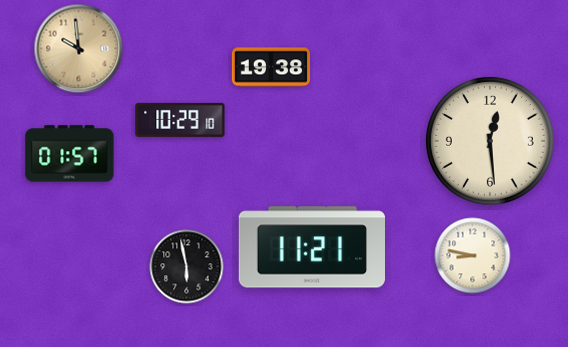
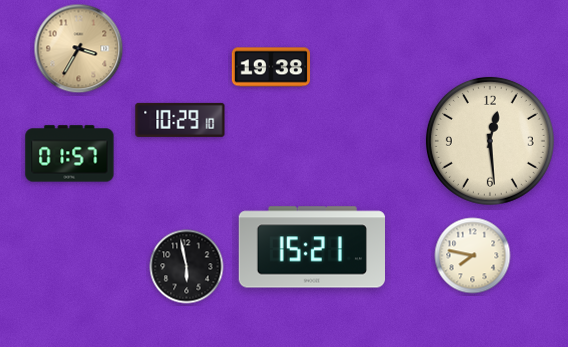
clock at (79, 49): 9:59 -> 3:35
clock at (311, 247): 11:21 -> 15:21
clock at (473, 256): 8:47 -> 7:47
